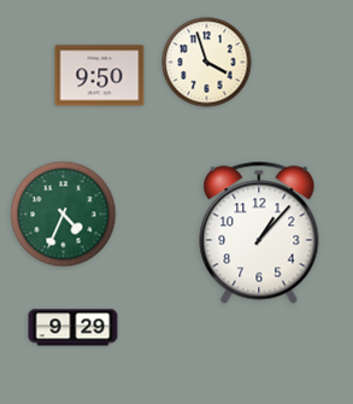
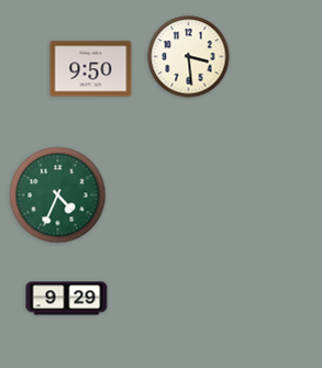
clock at (207, 63): 3:57 -> 3:29
clock at (259, 233): 1:07 -> none
